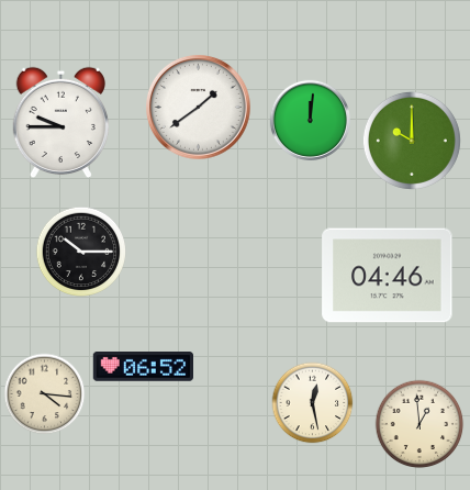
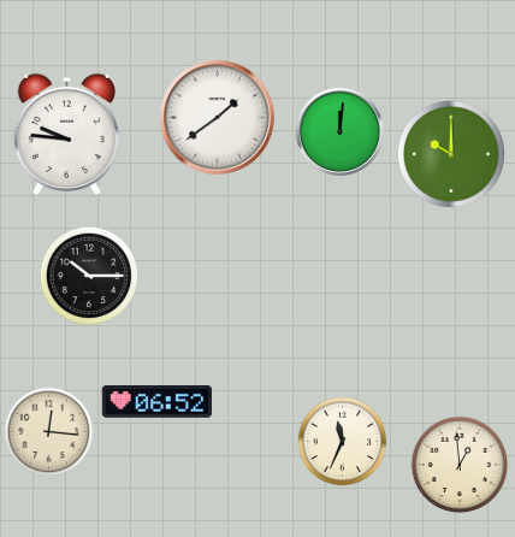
clock at (60, 123): 9:45 -> 9:46
clock at (388, 276): 04:46 -> none
clock at (45, 394): 4:16 -> 12:16
clock at (313, 403): 12:28 -> 11:34
